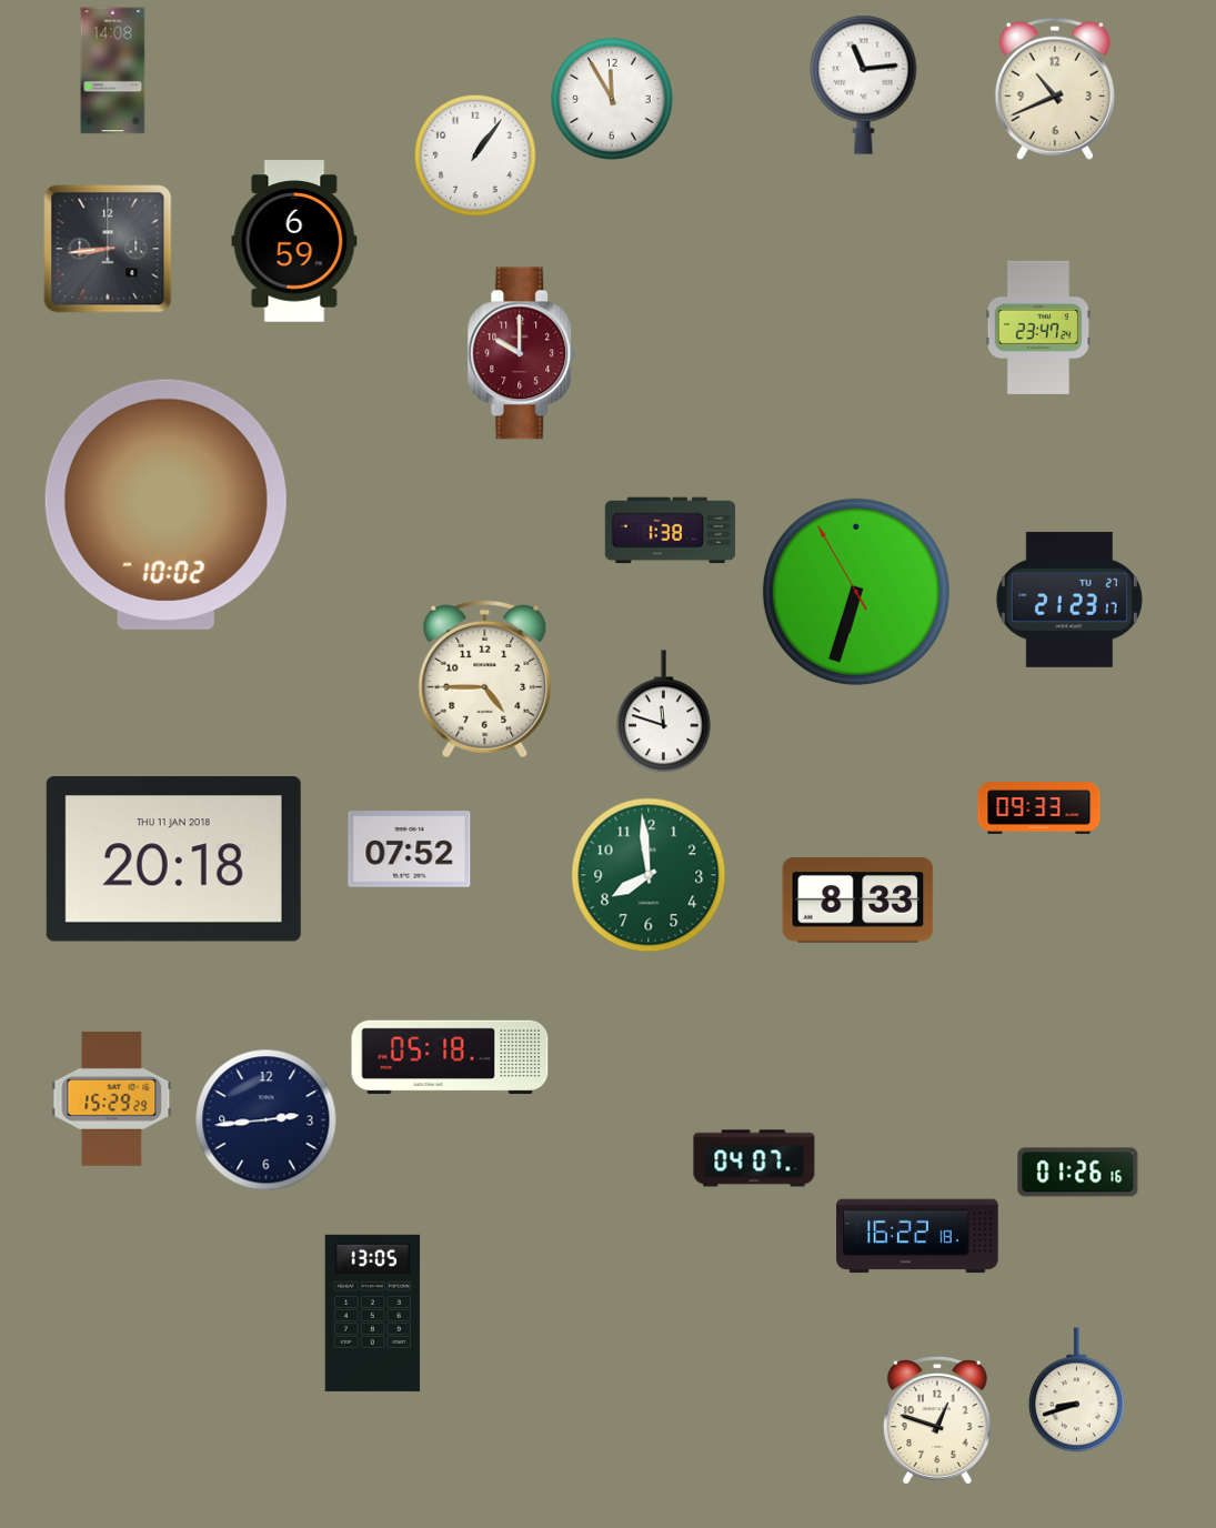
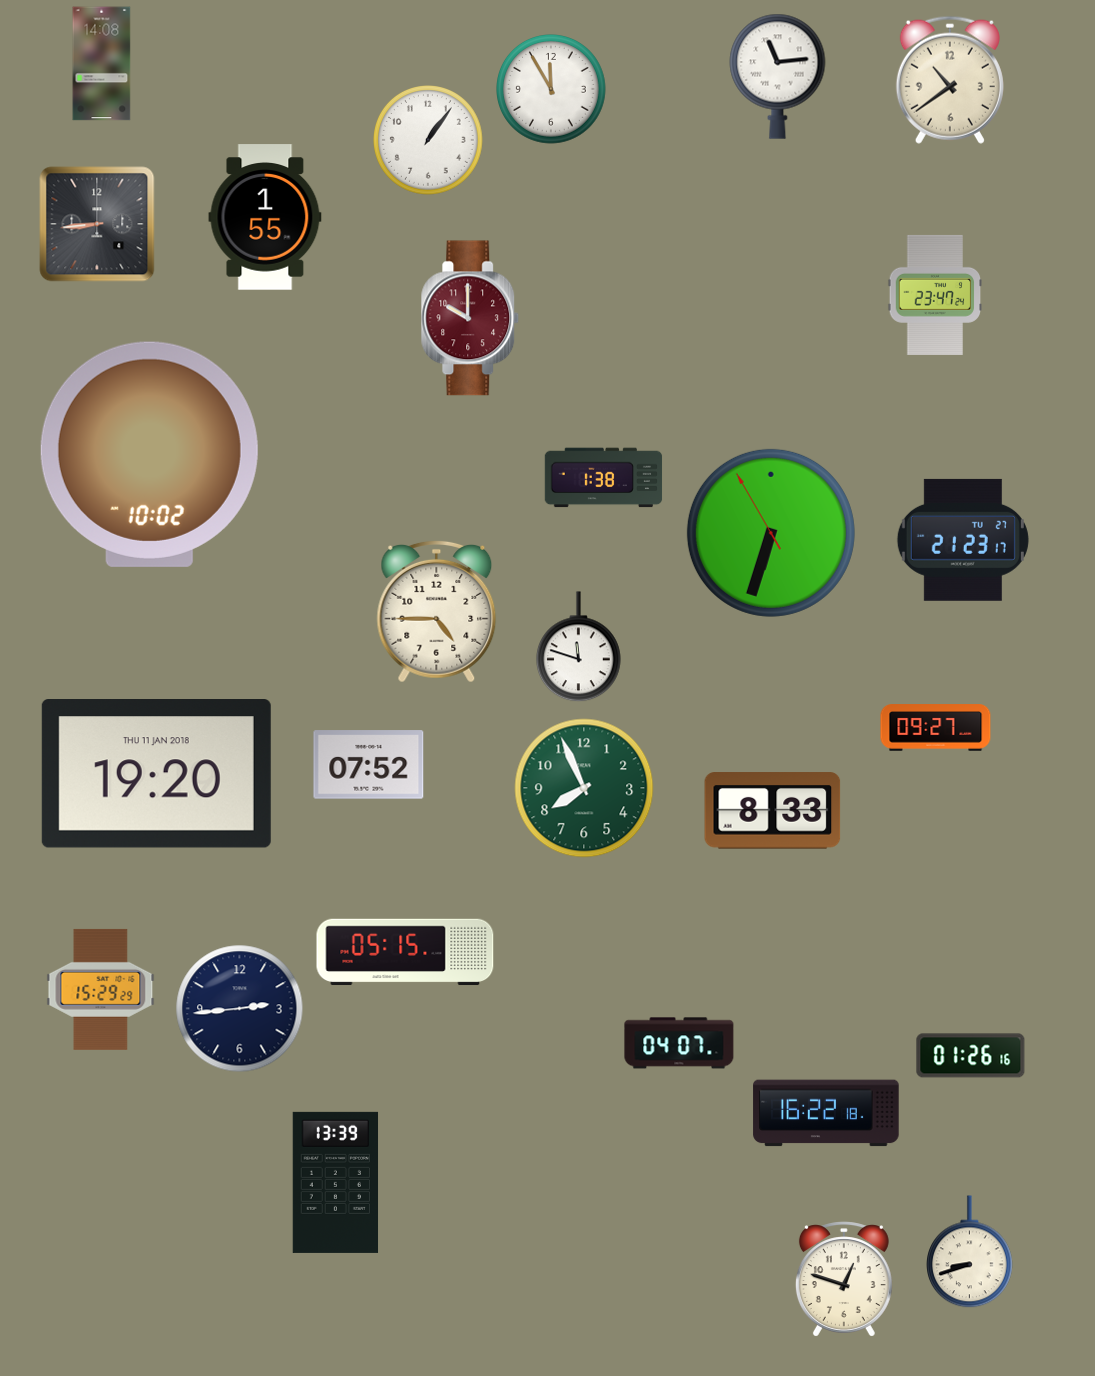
clock at (1055, 89): 10:41 -> 10:39
clock at (294, 241): 6:59 -> 1:55
clock at (663, 712) position: (663, 712) -> (578, 647)
clock at (1039, 808): 09:33 -> 09:27
clock at (173, 859): 20:18 -> 19:20
clock at (649, 875): 7:59 -> 7:56
clock at (450, 1057): 05:18 -> 05:15
clock at (373, 1313): 13:05 -> 13:39
